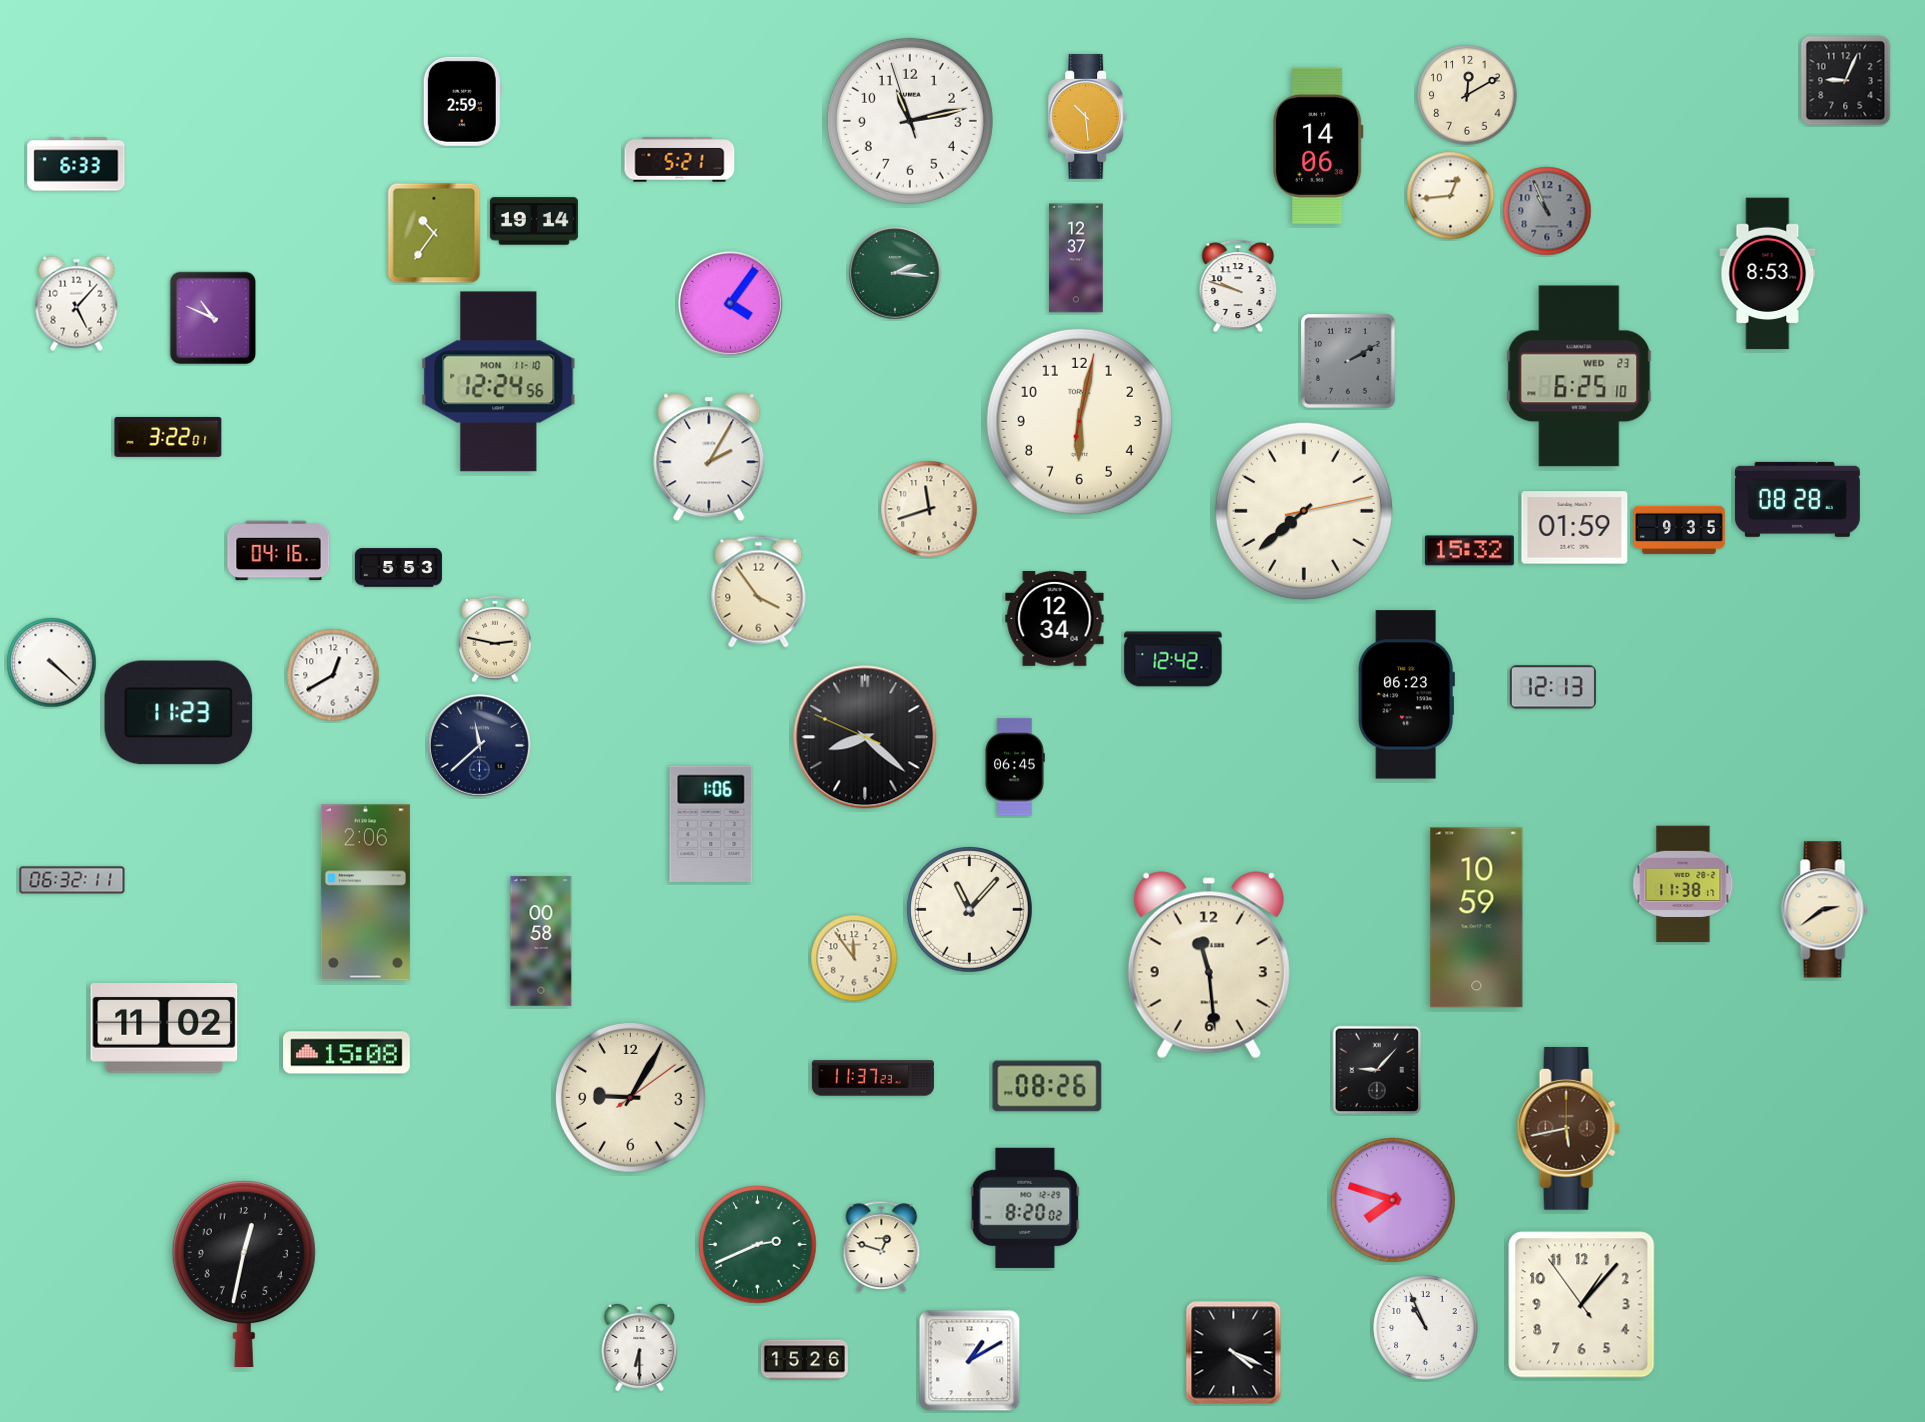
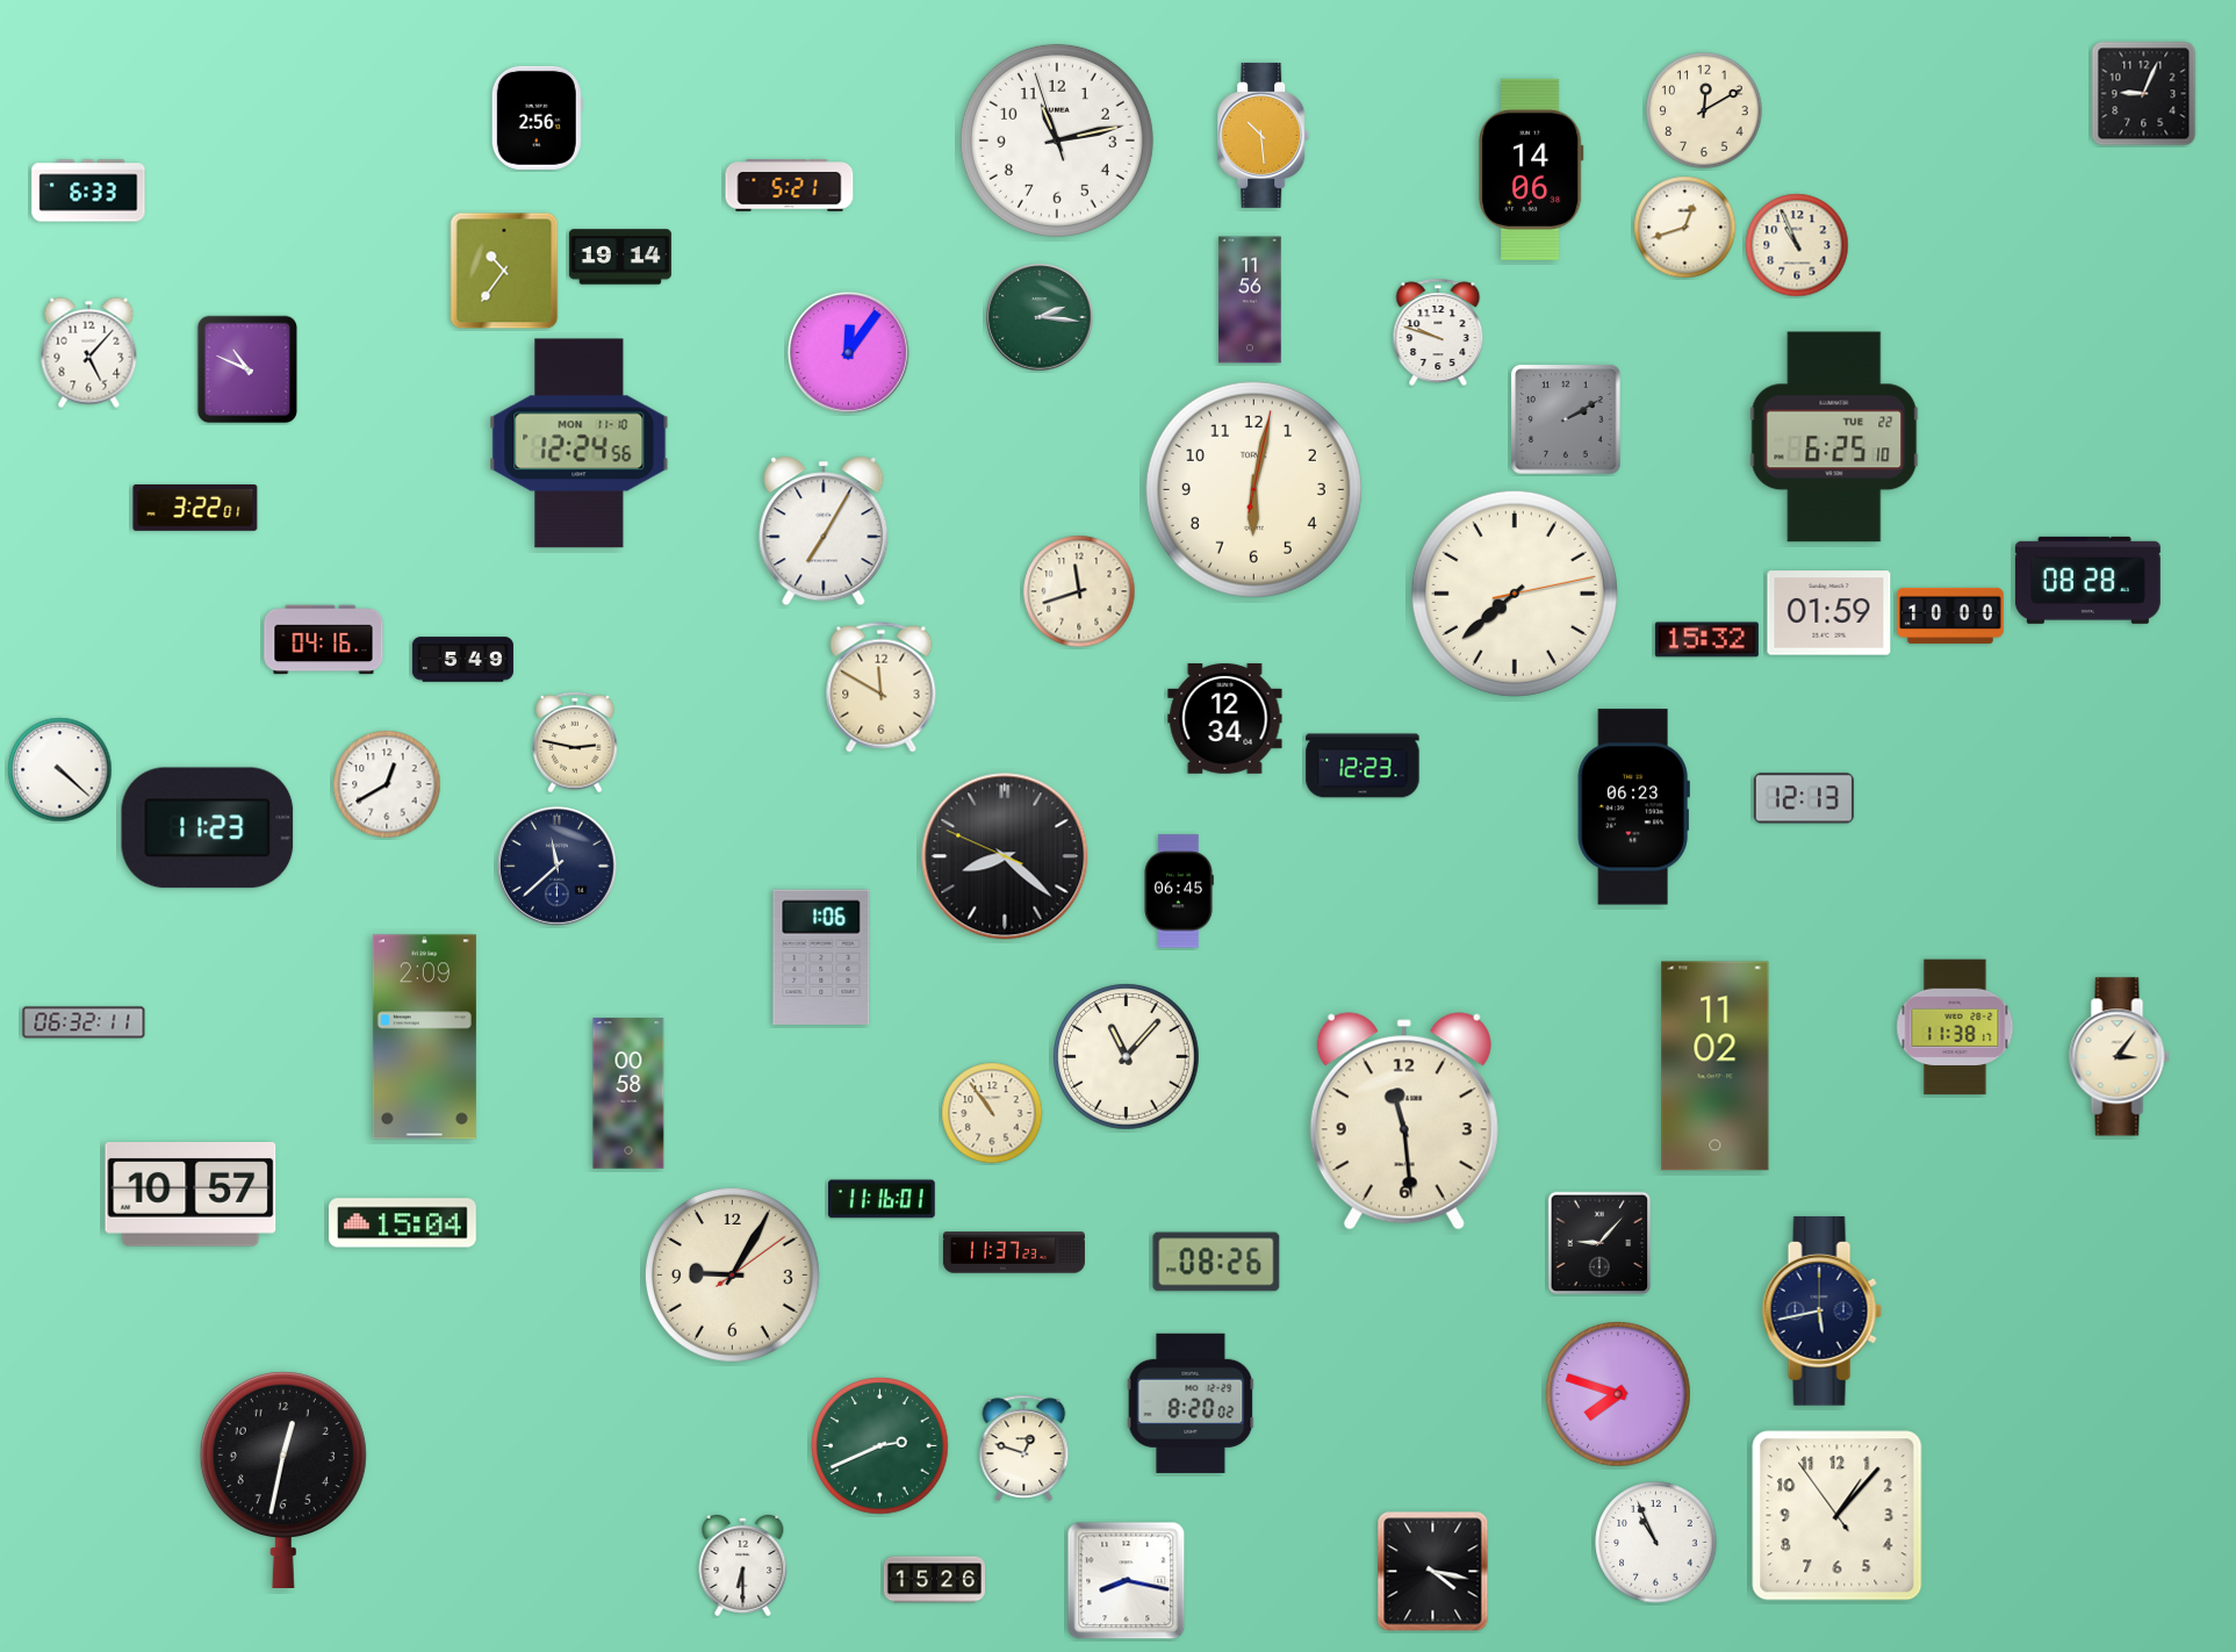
clock at (462, 101): 2:59 -> 2:56
clock at (1451, 196): 12:44 -> 12:42
clock at (1547, 211) dial: grey -> cream
clock at (1076, 258): 12:37 -> 11:56
clock at (1768, 274): 8:53 -> none
clock at (730, 303): 4:06 -> 12:06
clock at (1579, 376) date: WED 23 -> TUE 22
clock at (709, 457): 2:05 -> 7:05
clock at (1679, 530): 9:35 -> 10:00
clock at (398, 568): 5:53 -> 5:49
clock at (759, 592): 3:54 -> 11:50
clock at (1173, 659): 12:42 -> 12:23
clock at (711, 823) position: (711, 823) -> (821, 956)
clock at (365, 893): 2:06 -> 2:09
clock at (1825, 910): 2:39 -> 3:06
clock at (1477, 918): 10:59 -> 11:02
clock at (854, 958): 11:54 -> 10:54
clock at (164, 1029): 11:02 -> 10:57
clock at (883, 1199): none -> 11:16
clock at (347, 1053): 15:08 -> 15:04
clock at (1568, 1128) dial: brown -> navy
clock at (1234, 1353): 4:19 -> 4:17
clock at (970, 1361): 1:10 -> 8:17
